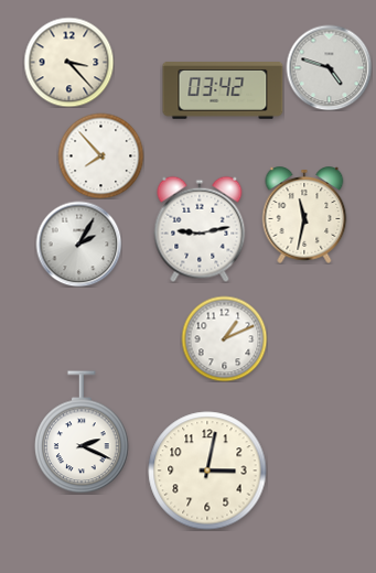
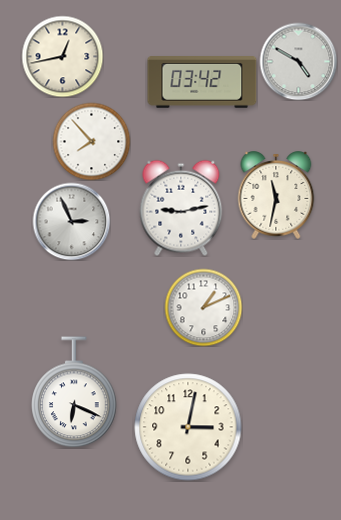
clock at (68, 62): 3:23 -> 12:43
clock at (329, 67): 4:48 -> 4:50
clock at (78, 244): 2:05 -> 2:56
clock at (82, 432): 2:19 -> 6:19
